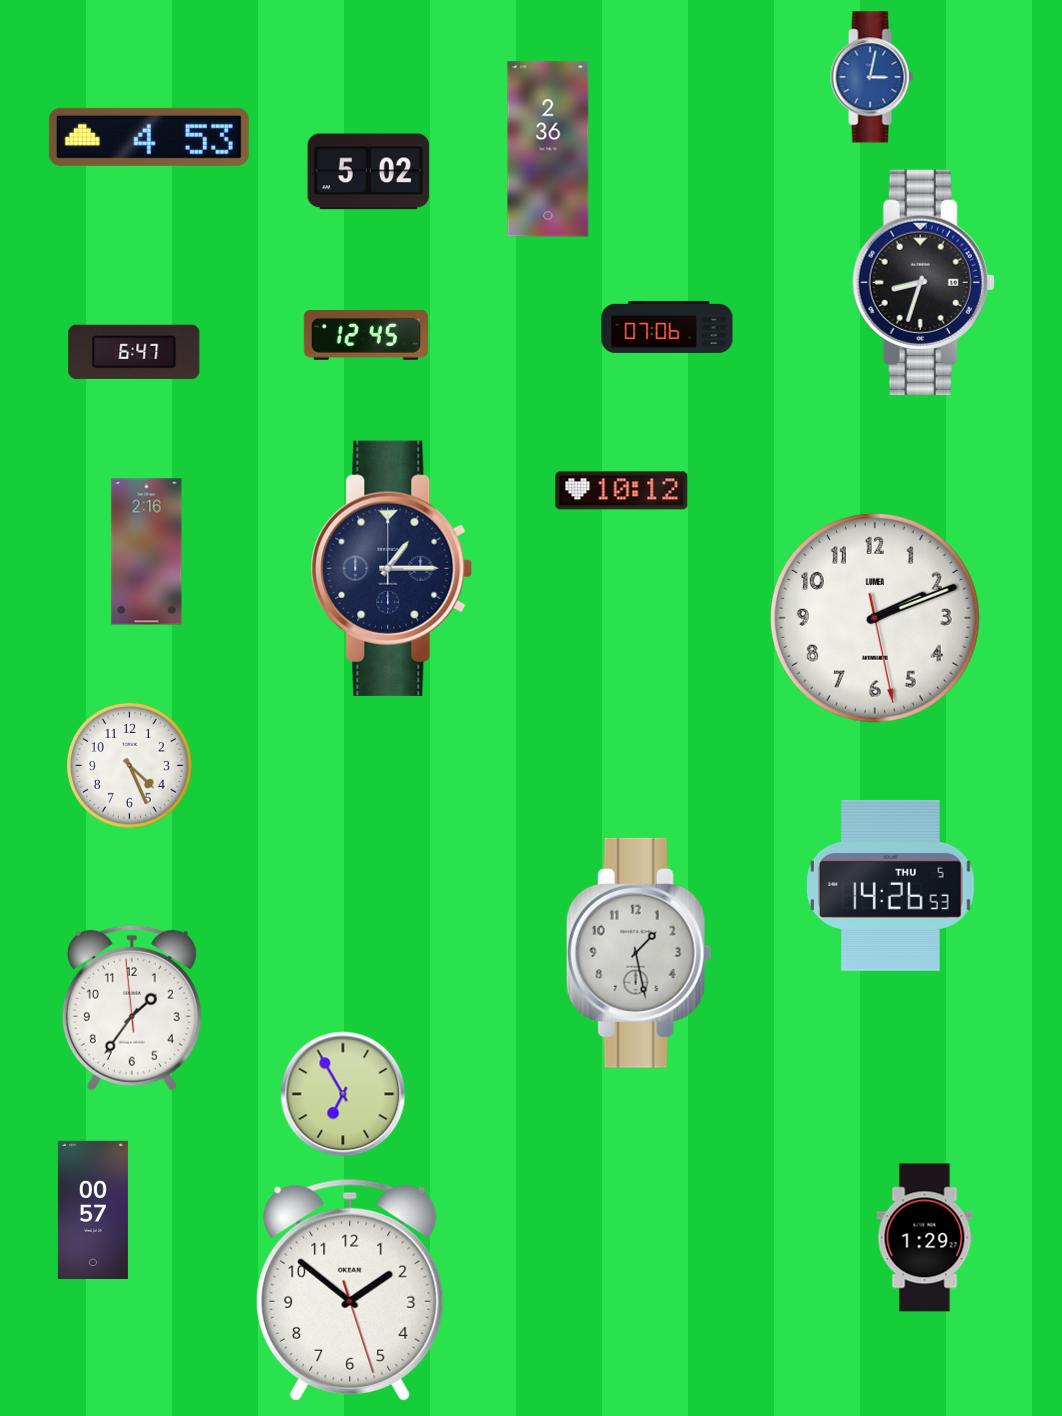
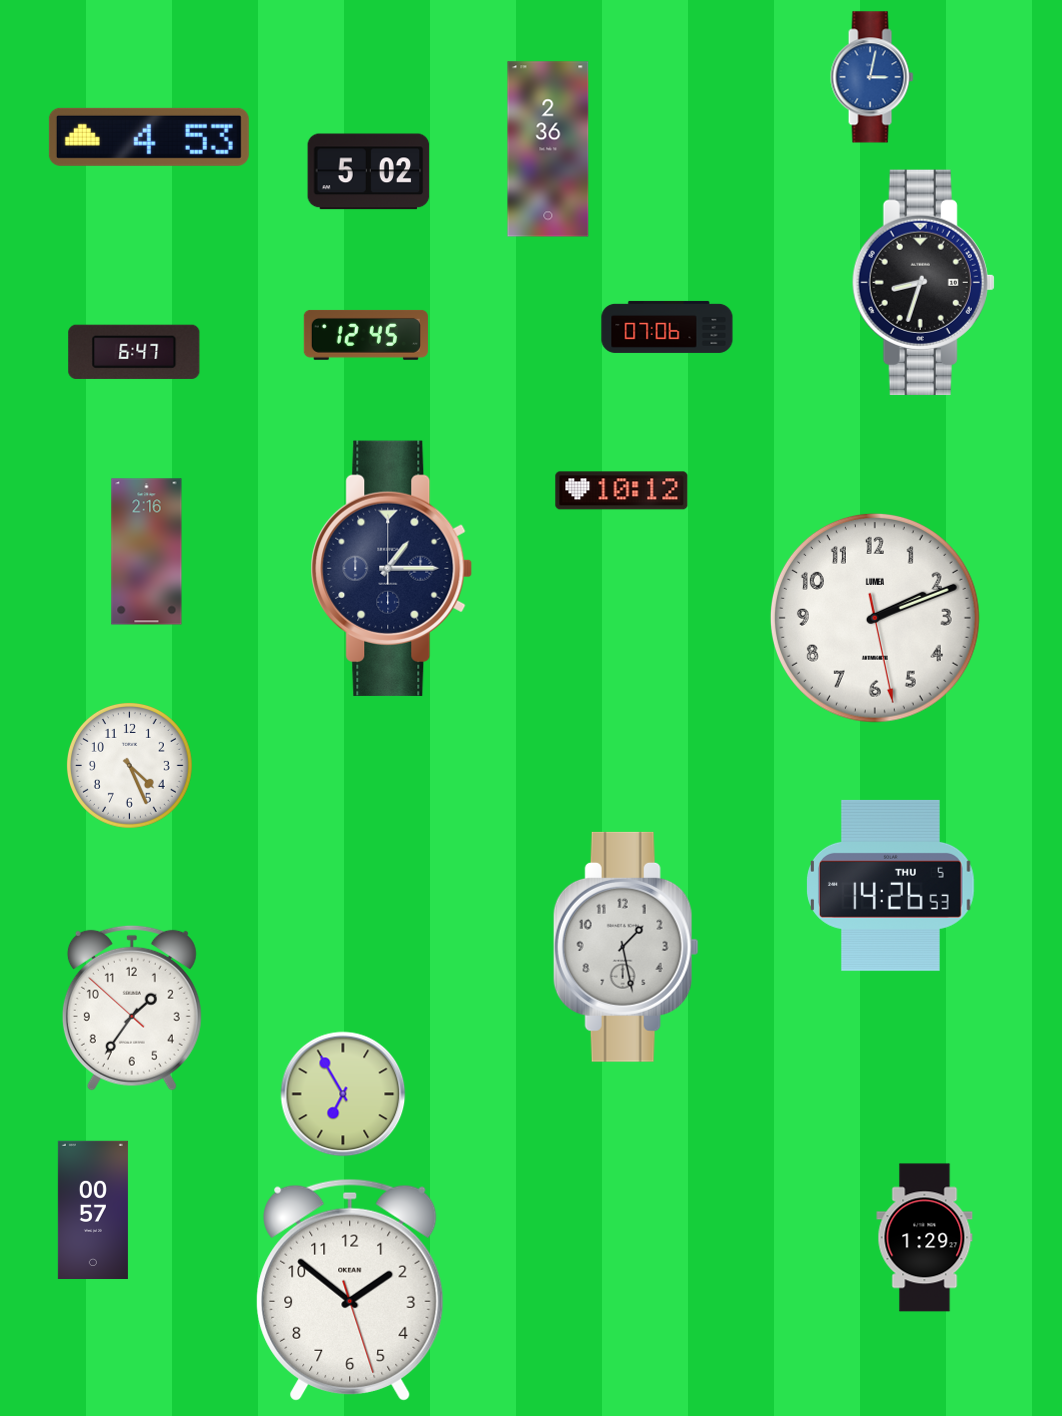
clock at (639, 953) position: (639, 953) -> (626, 947)
clock at (132, 1008): 1:35:59 -> 1:35:52
